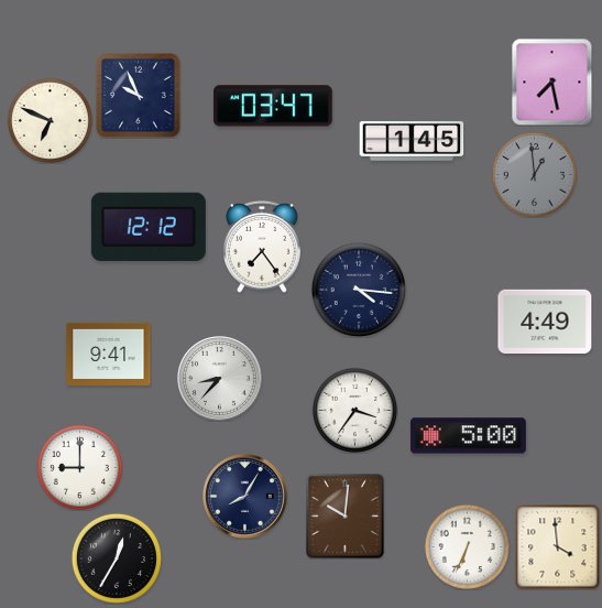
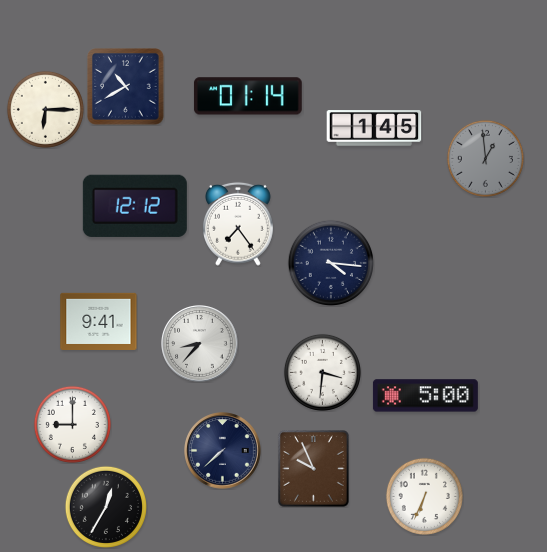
clock at (552, 82): 7:28 -> none
clock at (139, 96): 9:56 -> 10:40
clock at (273, 106): 03:47 -> 01:14
clock at (50, 120): 6:49 -> 6:15
clock at (358, 289) position: (358, 289) -> (330, 262)
clock at (545, 322): 4:49 -> none
clock at (354, 410): 3:36 -> 3:31
clock at (245, 497): 8:05 -> 7:38
clock at (346, 517): 10:01 -> 9:56
clock at (557, 547): 3:59 -> none
